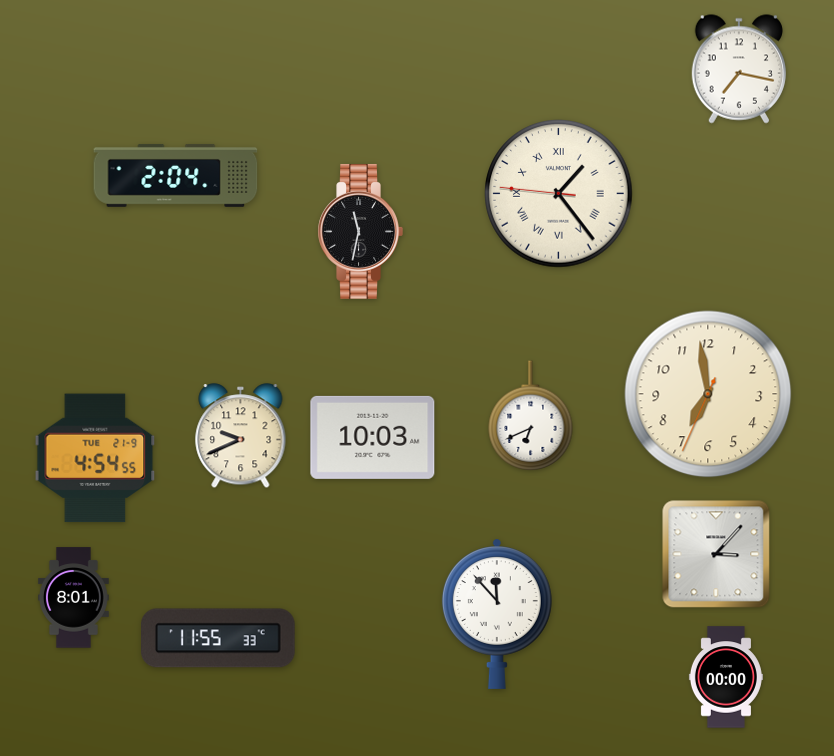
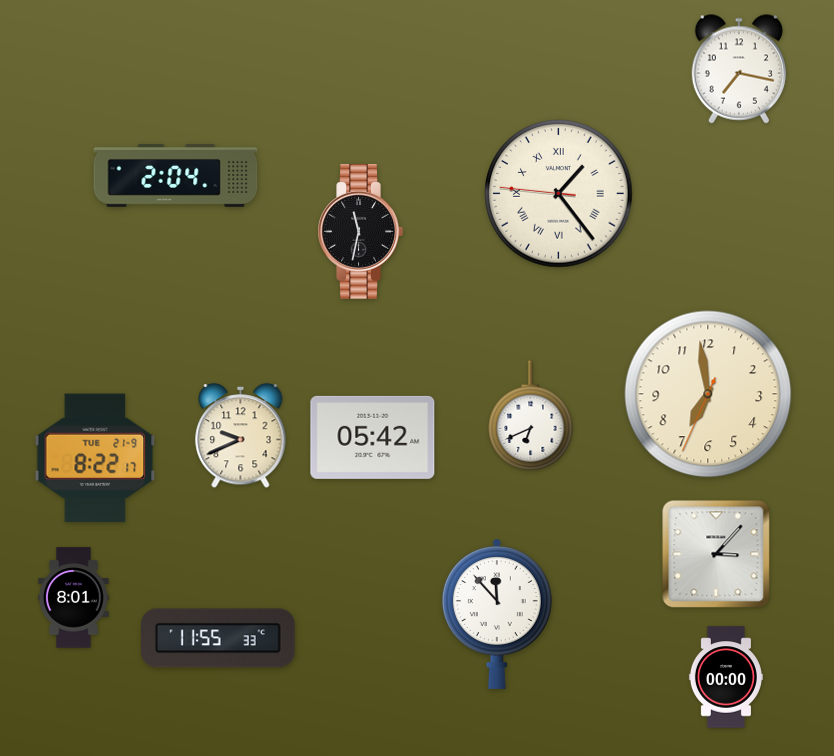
clock at (373, 437): 10:03 -> 05:42
clock at (95, 458): 4:54 -> 8:22
